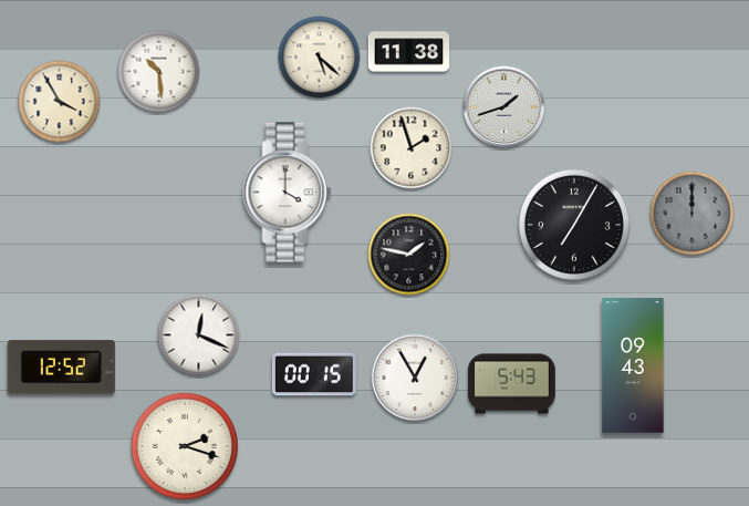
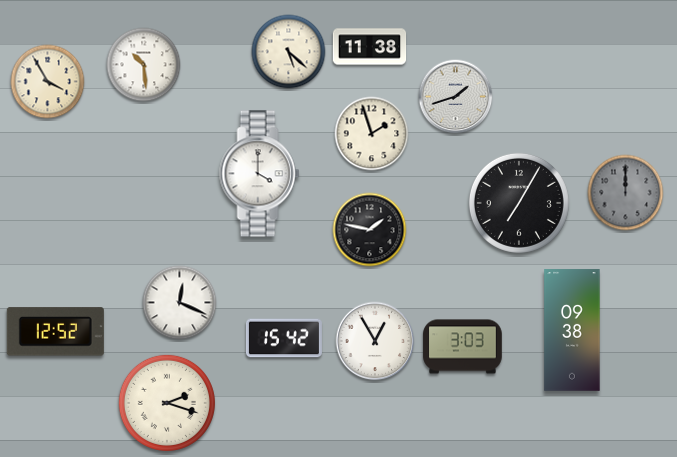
clock at (60, 102) position: (60, 102) -> (48, 82)
clock at (633, 365): 09:43 -> 09:38
clock at (314, 374): 00:15 -> 15:42
clock at (512, 384): 5:43 -> 3:03
